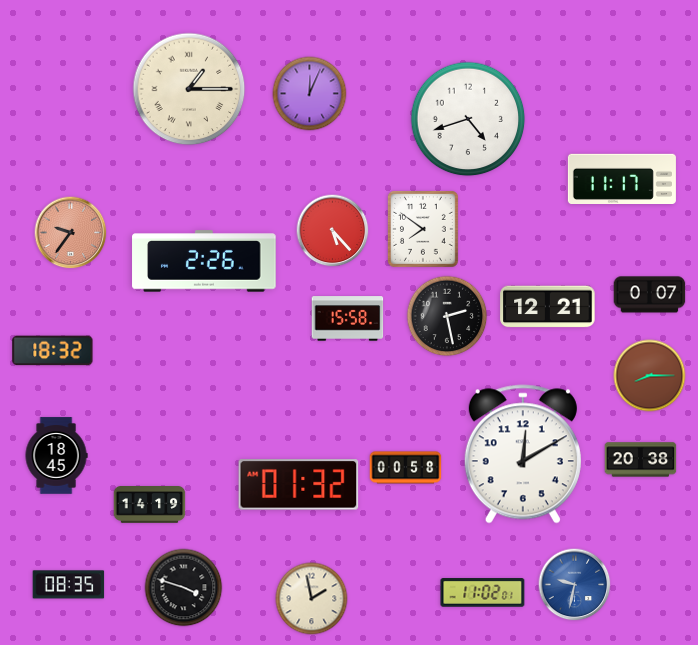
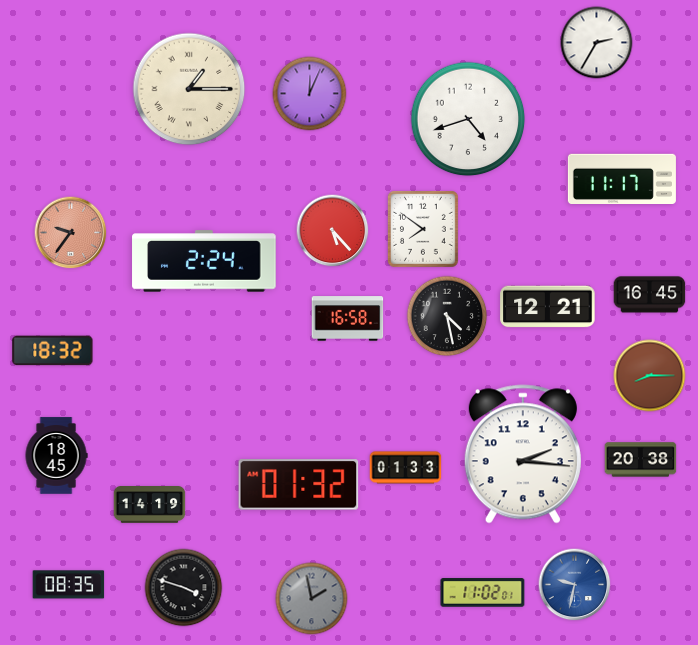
clock at (597, 43): none -> 2:35
clock at (204, 261): 2:26 -> 2:24
clock at (650, 295): 0:07 -> 16:45
clock at (447, 316): 2:28 -> 4:28
clock at (348, 319): 15:58 -> 16:58
clock at (523, 454): 12:10 -> 2:16
clock at (406, 468): 00:58 -> 01:33
clock at (312, 599) dial: cream -> grey
